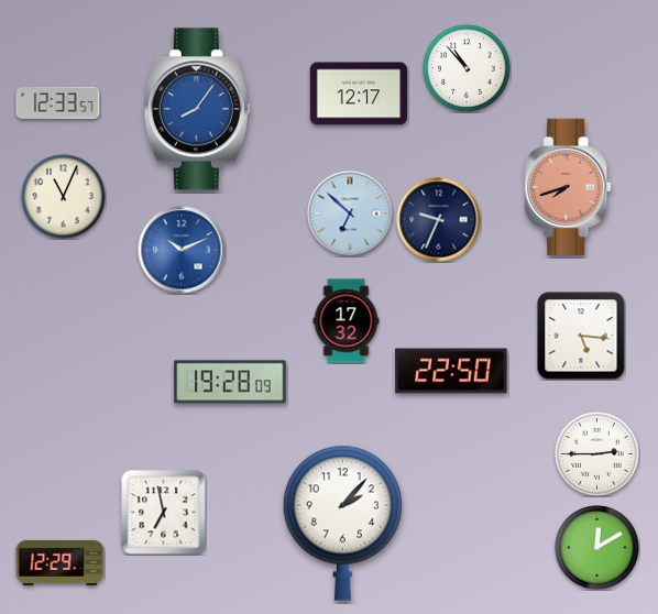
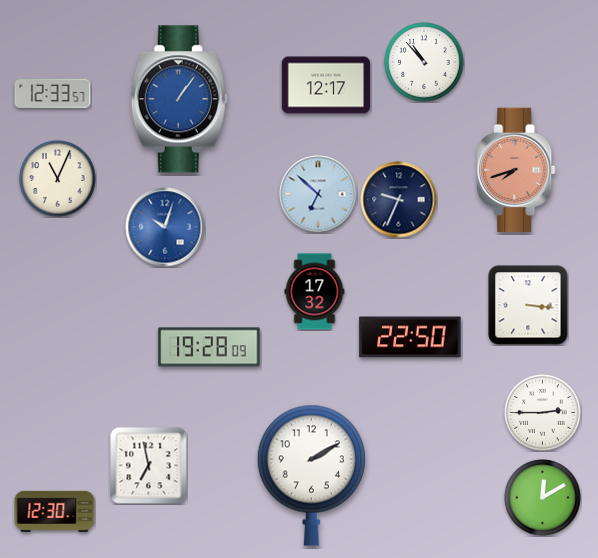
clock at (197, 109): 8:06 -> 1:06
clock at (182, 250): 10:11 -> 10:03
clock at (581, 336): 5:16 -> 3:16
clock at (342, 523): 2:07 -> 2:10
clock at (61, 562): 12:29 -> 12:30
